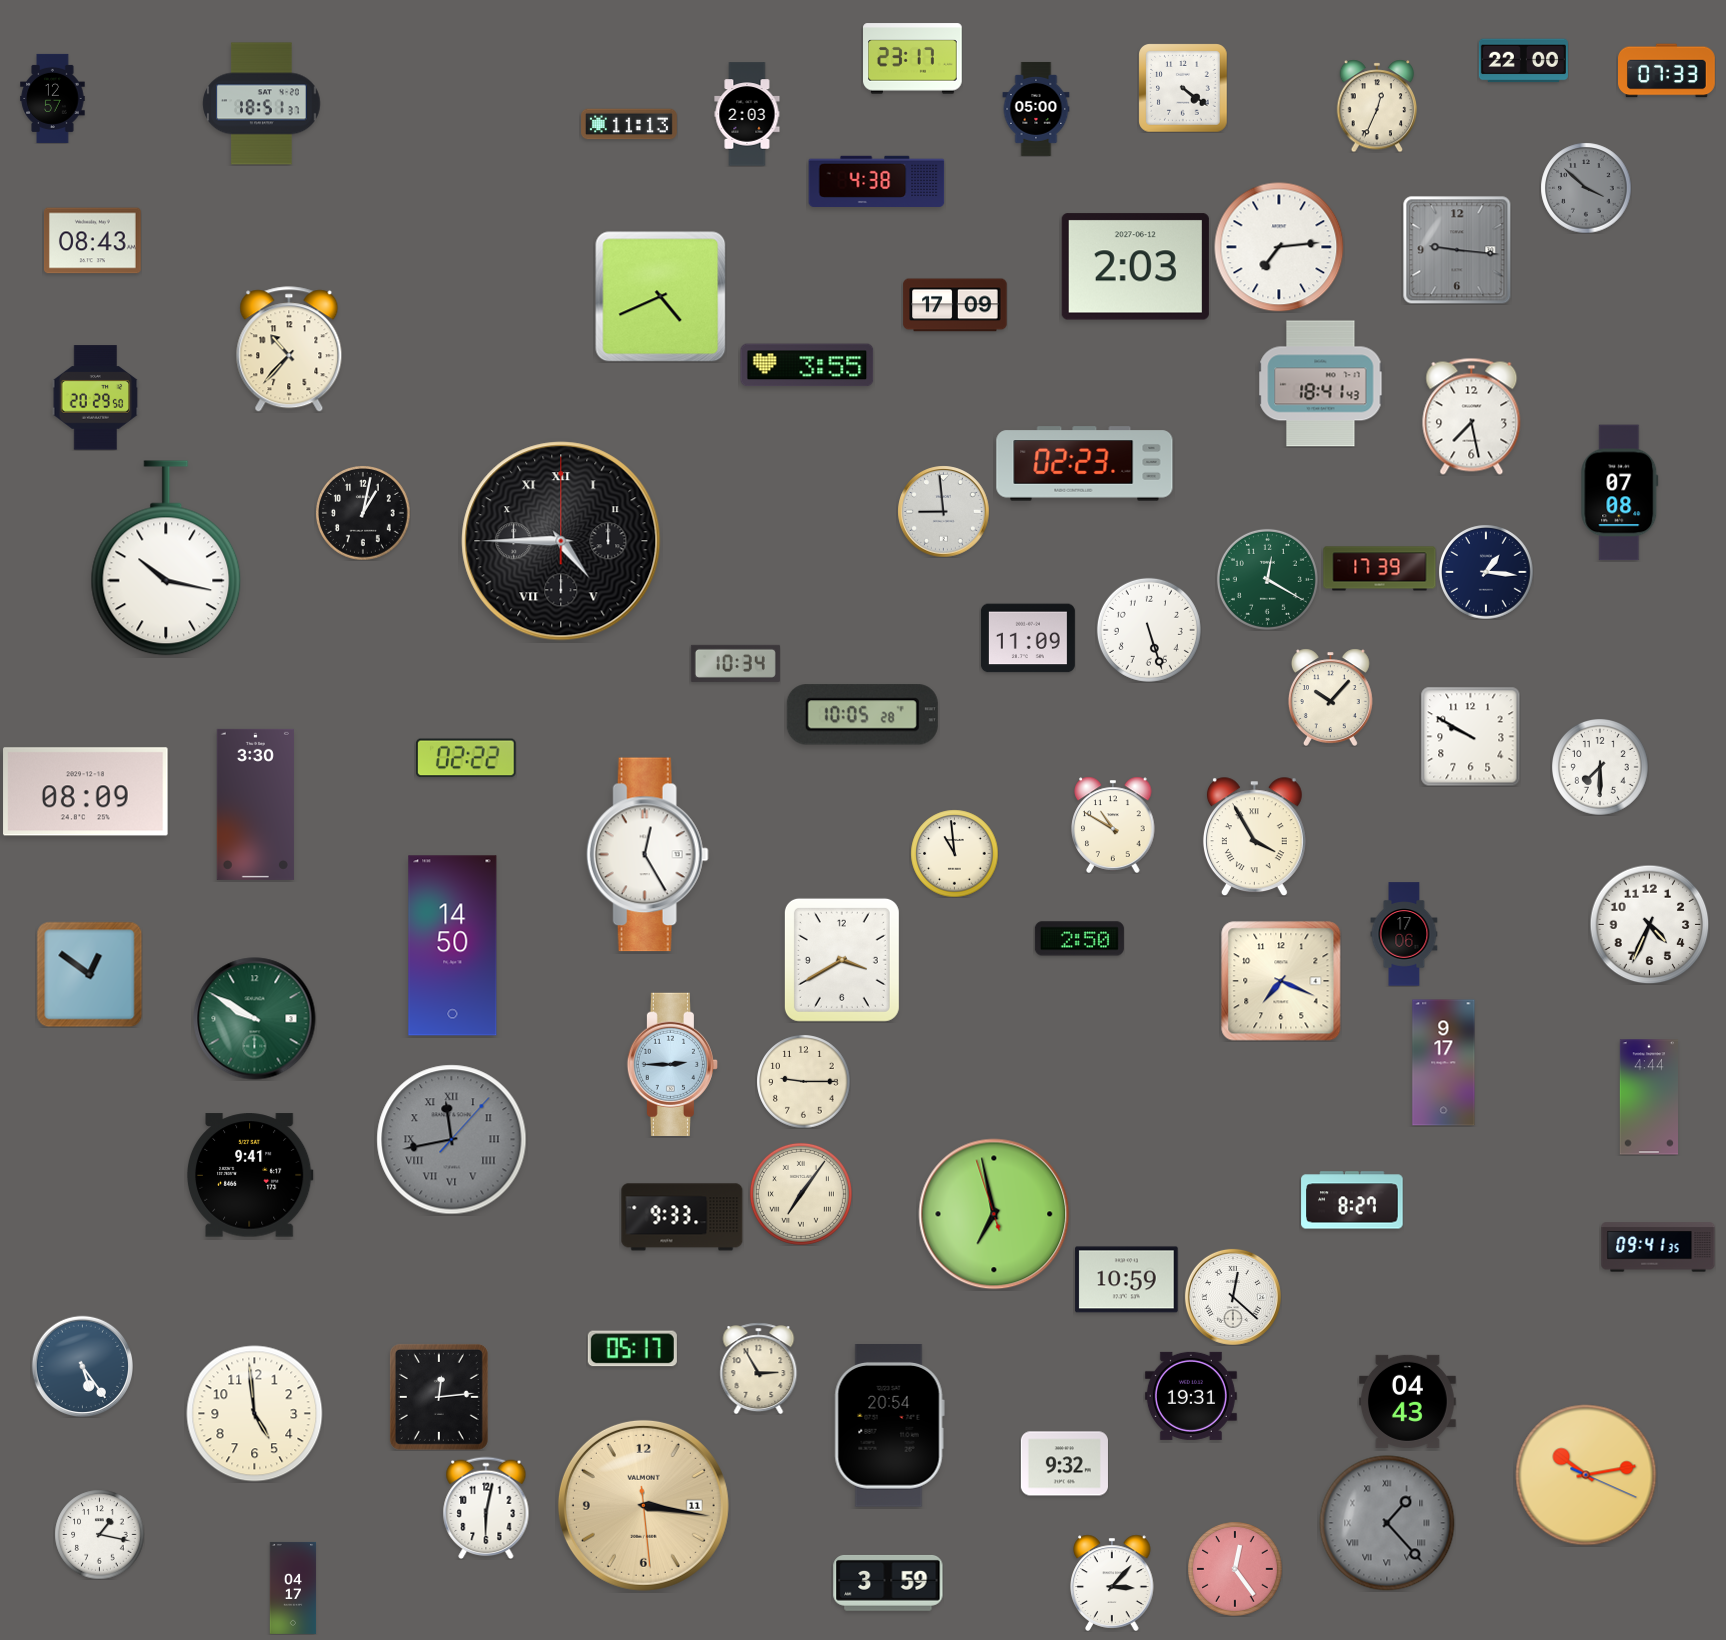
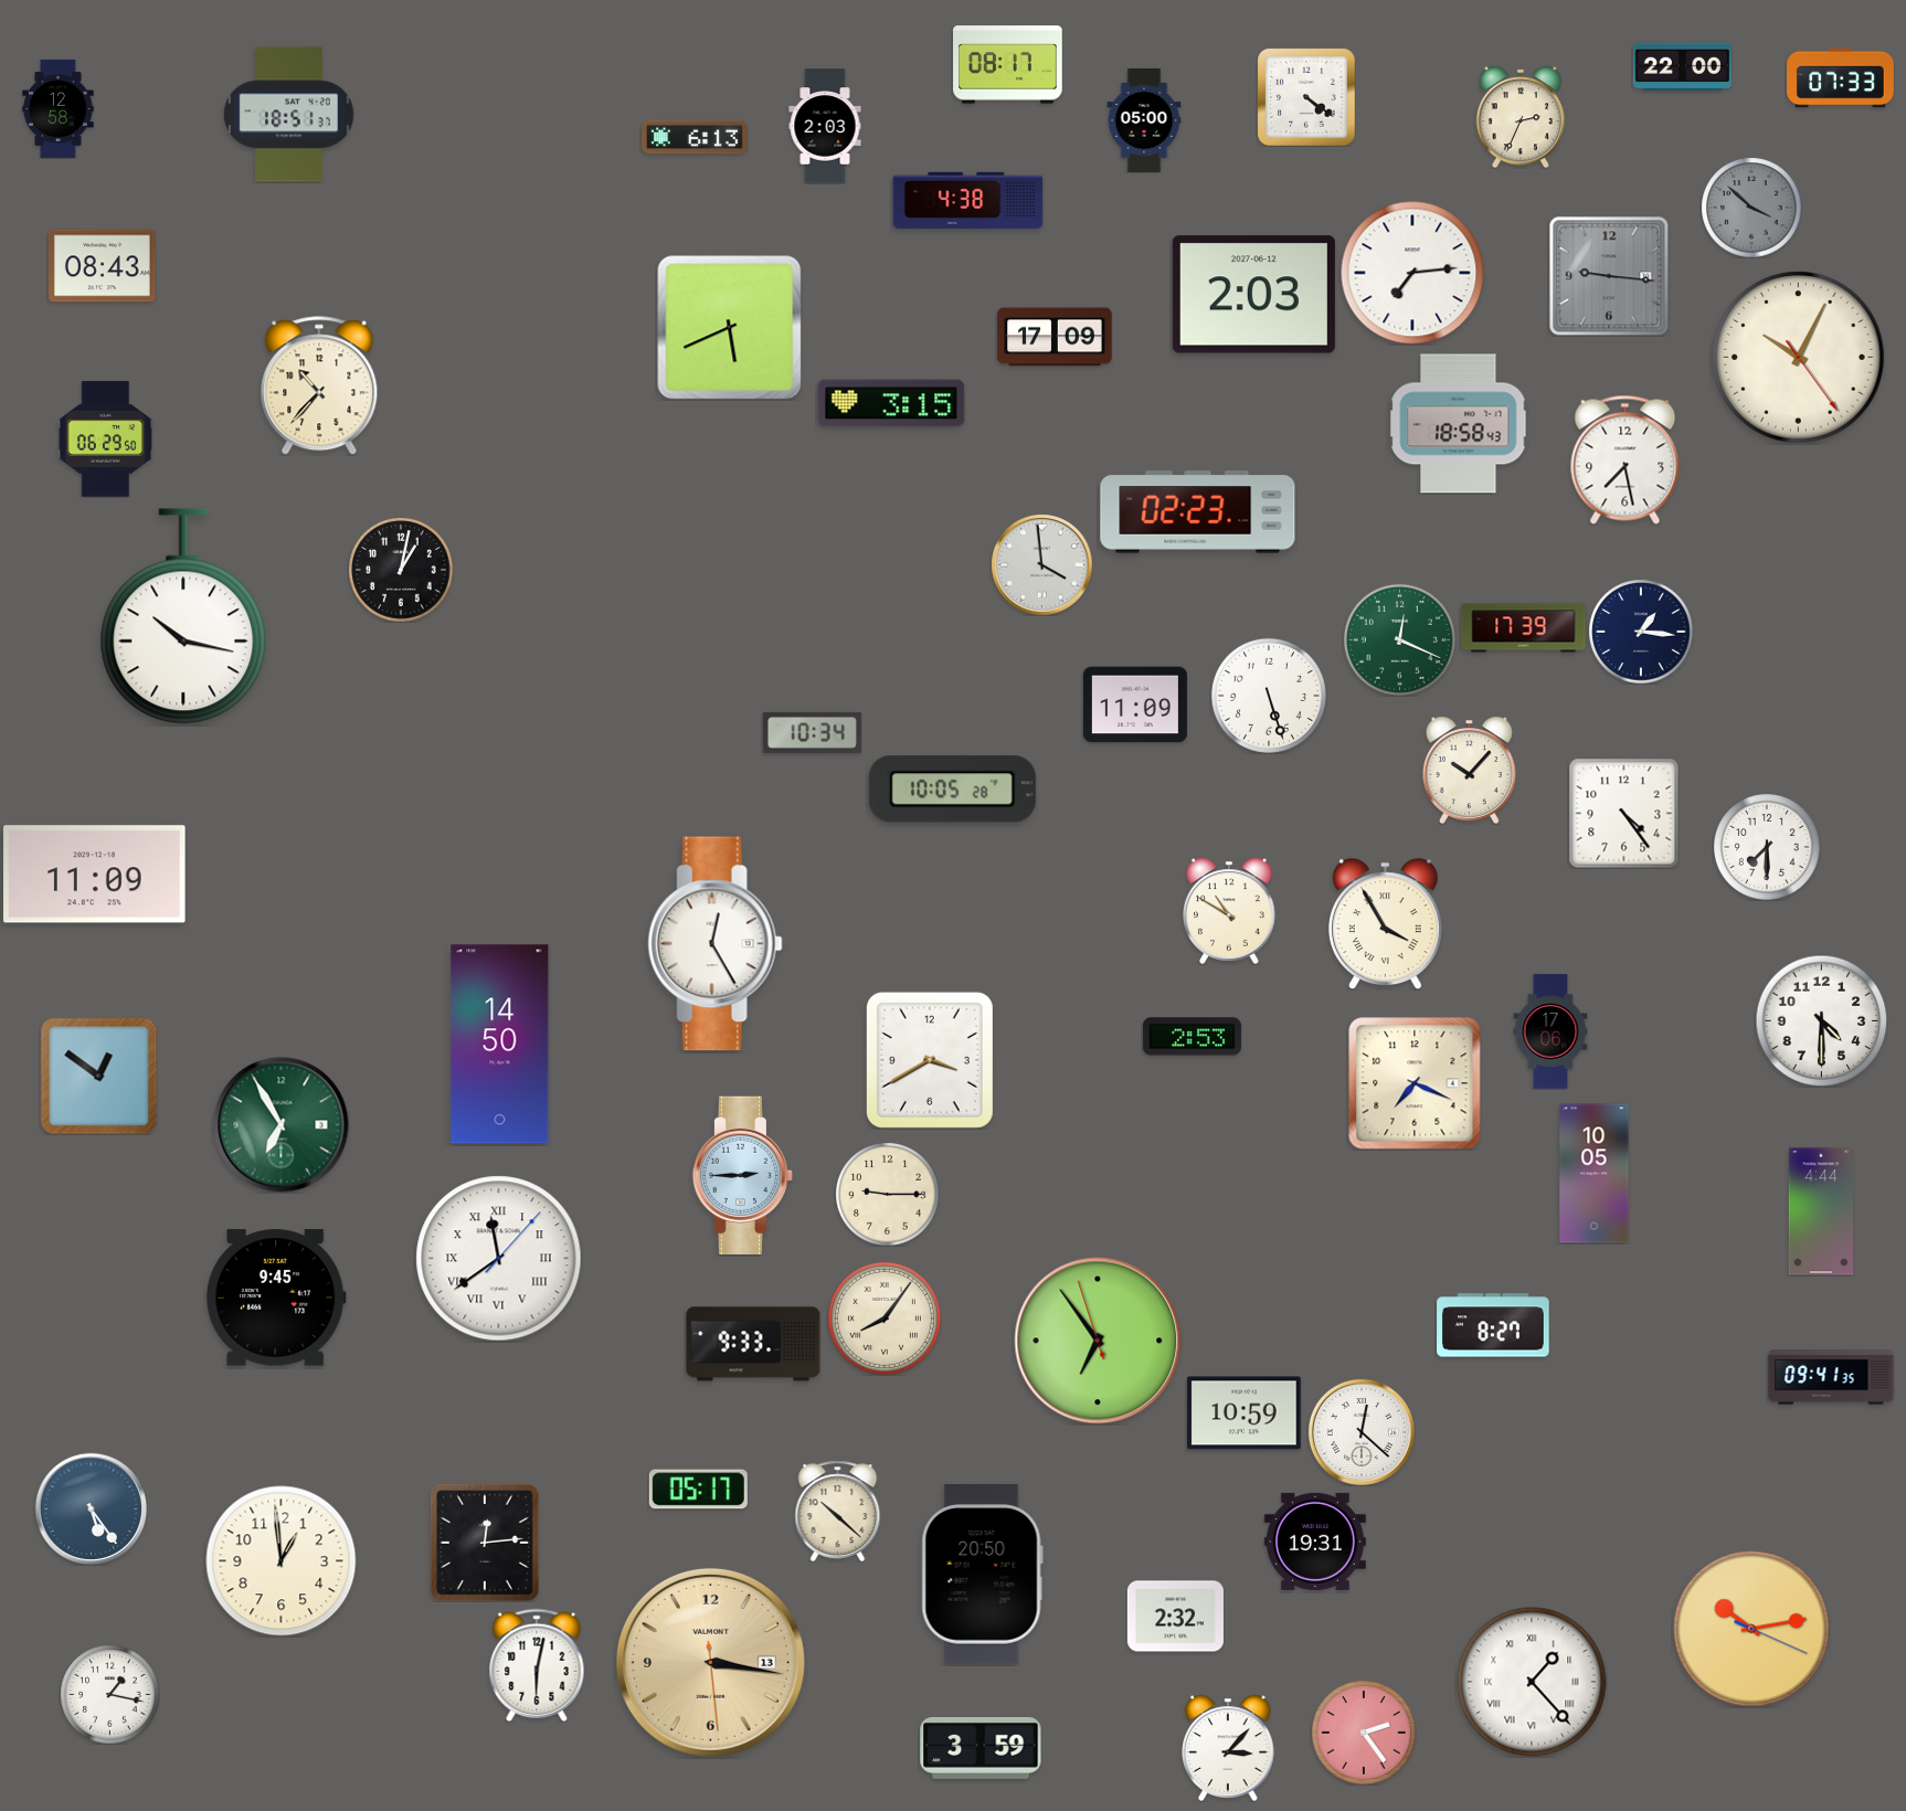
clock at (913, 59): 23:17 -> 08:17
clock at (53, 98): 12:57 -> 12:58
clock at (1377, 106): 12:34 -> 2:34
clock at (630, 124): 11:13 -> 6:13
clock at (661, 297): 4:41 -> 5:41
clock at (1799, 358): none -> 10:04
clock at (807, 365): 3:55 -> 3:15
clock at (1321, 384): 18:41 -> 18:58
clock at (96, 398): 20:29 -> 06:29
clock at (1620, 493): 07:08 -> none
clock at (943, 511): 8:59 -> 3:59
clock at (363, 513) position: (363, 513) -> (401, 570)
clock at (561, 541): 4:45 -> none
clock at (1267, 579): 12:20 -> 12:19
clock at (1470, 736): 9:50 -> 4:24
clock at (466, 758): 02:22 -> none
clock at (86, 792): 08:09 -> 11:09
clock at (255, 804): 3:30 -> none
clock at (954, 853): 10:59 -> none
clock at (1649, 924): 4:34 -> 4:30
clock at (1079, 939): 2:50 -> 2:53
clock at (255, 1019): 9:50 -> 6:55
clock at (1444, 1063): 9:17 -> 10:05
clock at (452, 1140): 11:43 -> 11:39
clock at (452, 1140) dial: grey -> white
clock at (250, 1175): 9:41 -> 9:45
clock at (801, 1194): 7:06 -> 8:06
clock at (994, 1214): 6:57 -> 6:53
clock at (759, 1368): 2:55 -> 10:22
clock at (1407, 1401): 04:43 -> none
clock at (255, 1414): 4:59 -> 12:59
clock at (889, 1426): 20:54 -> 20:50
clock at (1064, 1464): 9:32 -> 2:32
clock at (643, 1505) date: 11 -> 13
clock at (1387, 1523) dial: grey -> white
clock at (1235, 1569): 12:24 -> 2:24
clock at (293, 1588): 04:17 -> none
